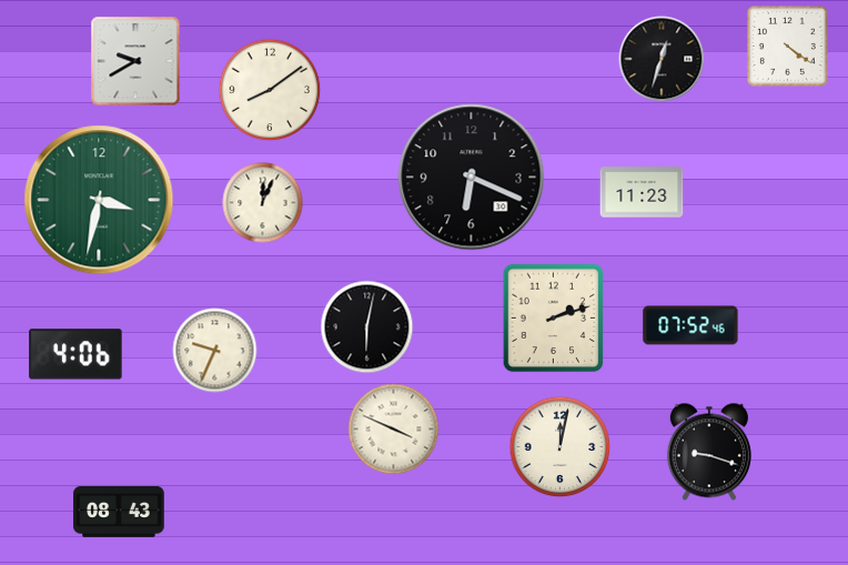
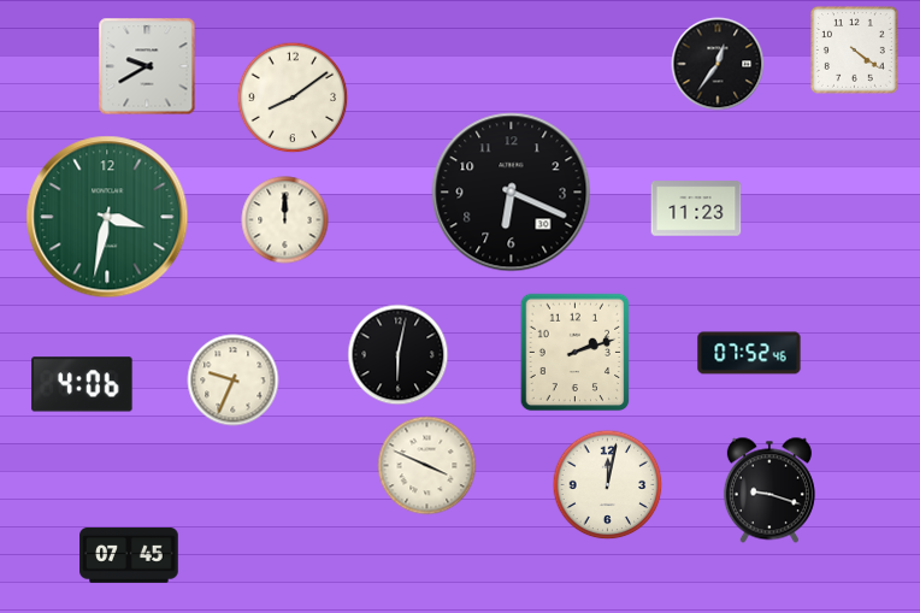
clock at (662, 59): 12:33 -> 12:36
clock at (263, 203): 12:04 -> 12:00
clock at (554, 319) position: (554, 319) -> (576, 353)
clock at (119, 512): 08:43 -> 07:45
